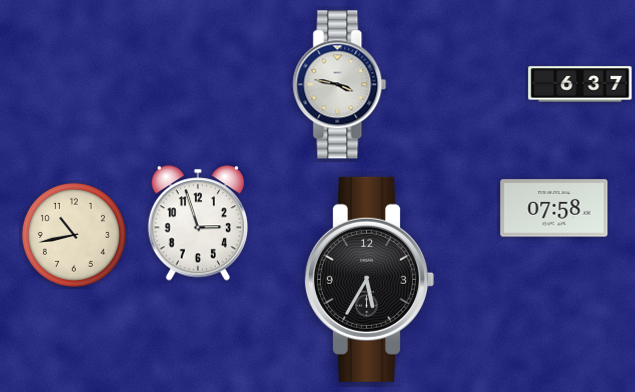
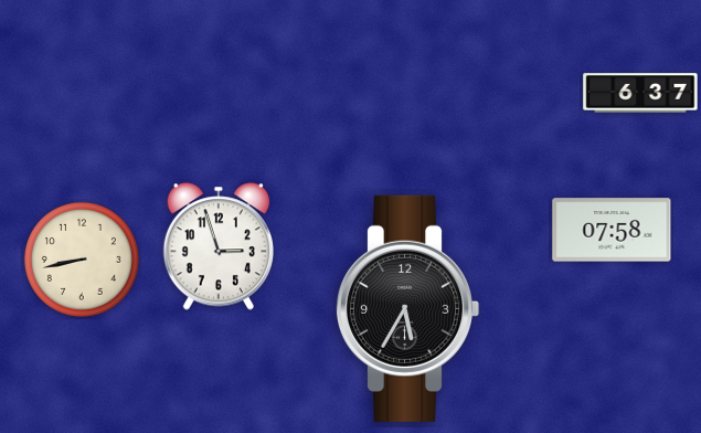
clock at (340, 85): 3:47 -> none
clock at (74, 235): 10:43 -> 8:43
